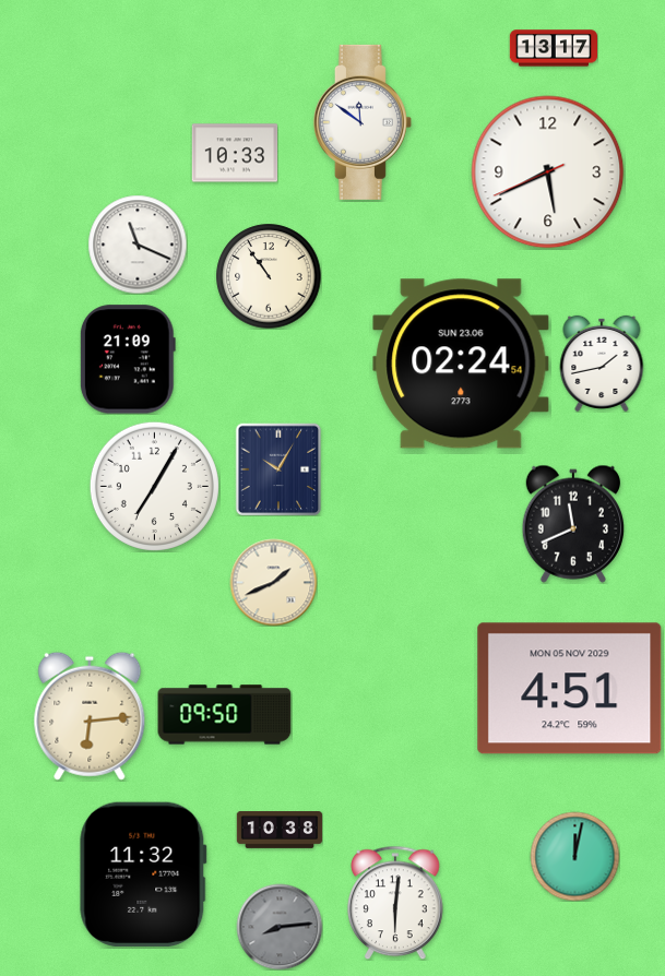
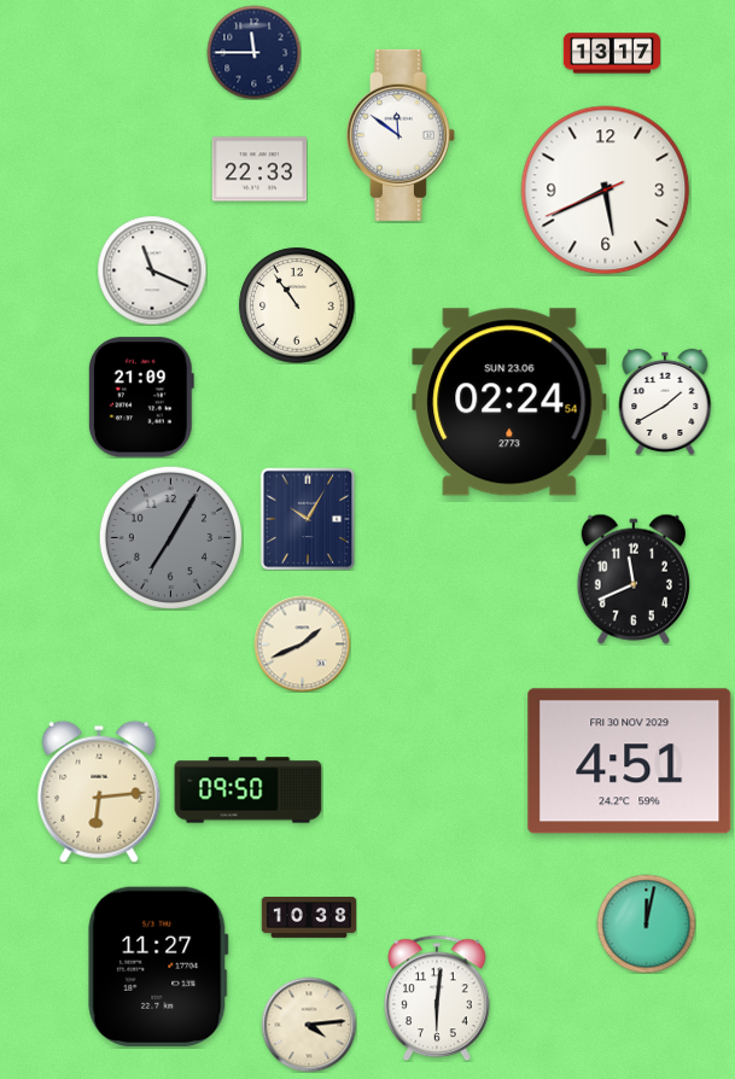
clock at (253, 52): none -> 11:45
clock at (235, 153): 10:33 -> 22:33
clock at (602, 364): 1:43 -> 1:40
clock at (154, 486) dial: white -> grey
clock at (570, 689) date: MON 05 NOV 2029 -> FRI 30 NOV 2029
clock at (574, 856) position: (574, 856) -> (646, 923)
clock at (143, 874): 11:32 -> 11:27
clock at (280, 927): 8:14 -> 4:14
clock at (280, 927) dial: grey -> cream
